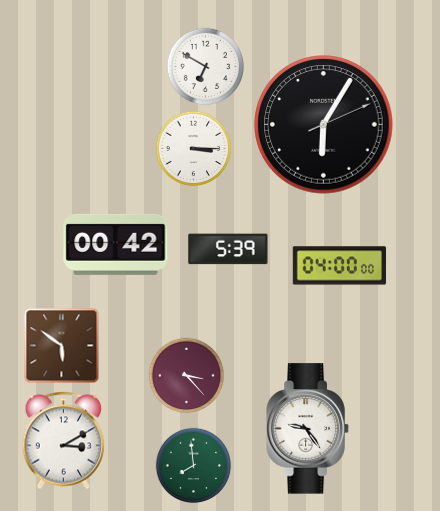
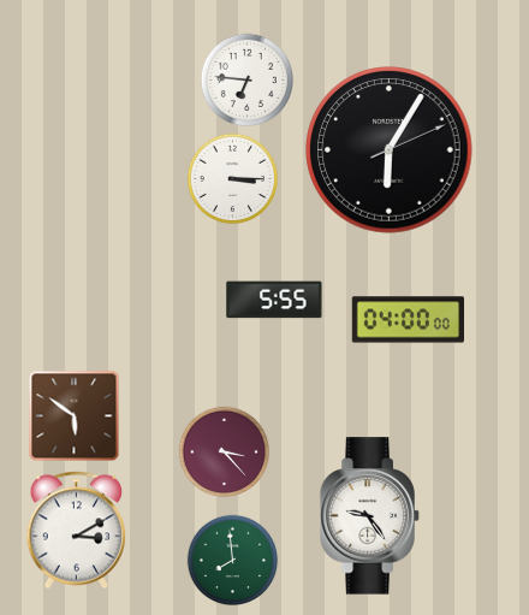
clock at (206, 67): 6:50 -> 6:46
clock at (116, 244): 00:42 -> none
clock at (228, 249): 5:39 -> 5:55
